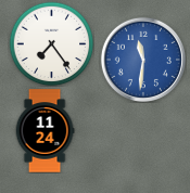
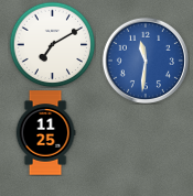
clock at (51, 43): 7:24 -> 7:10
clock at (45, 131): 11:24 -> 11:25
